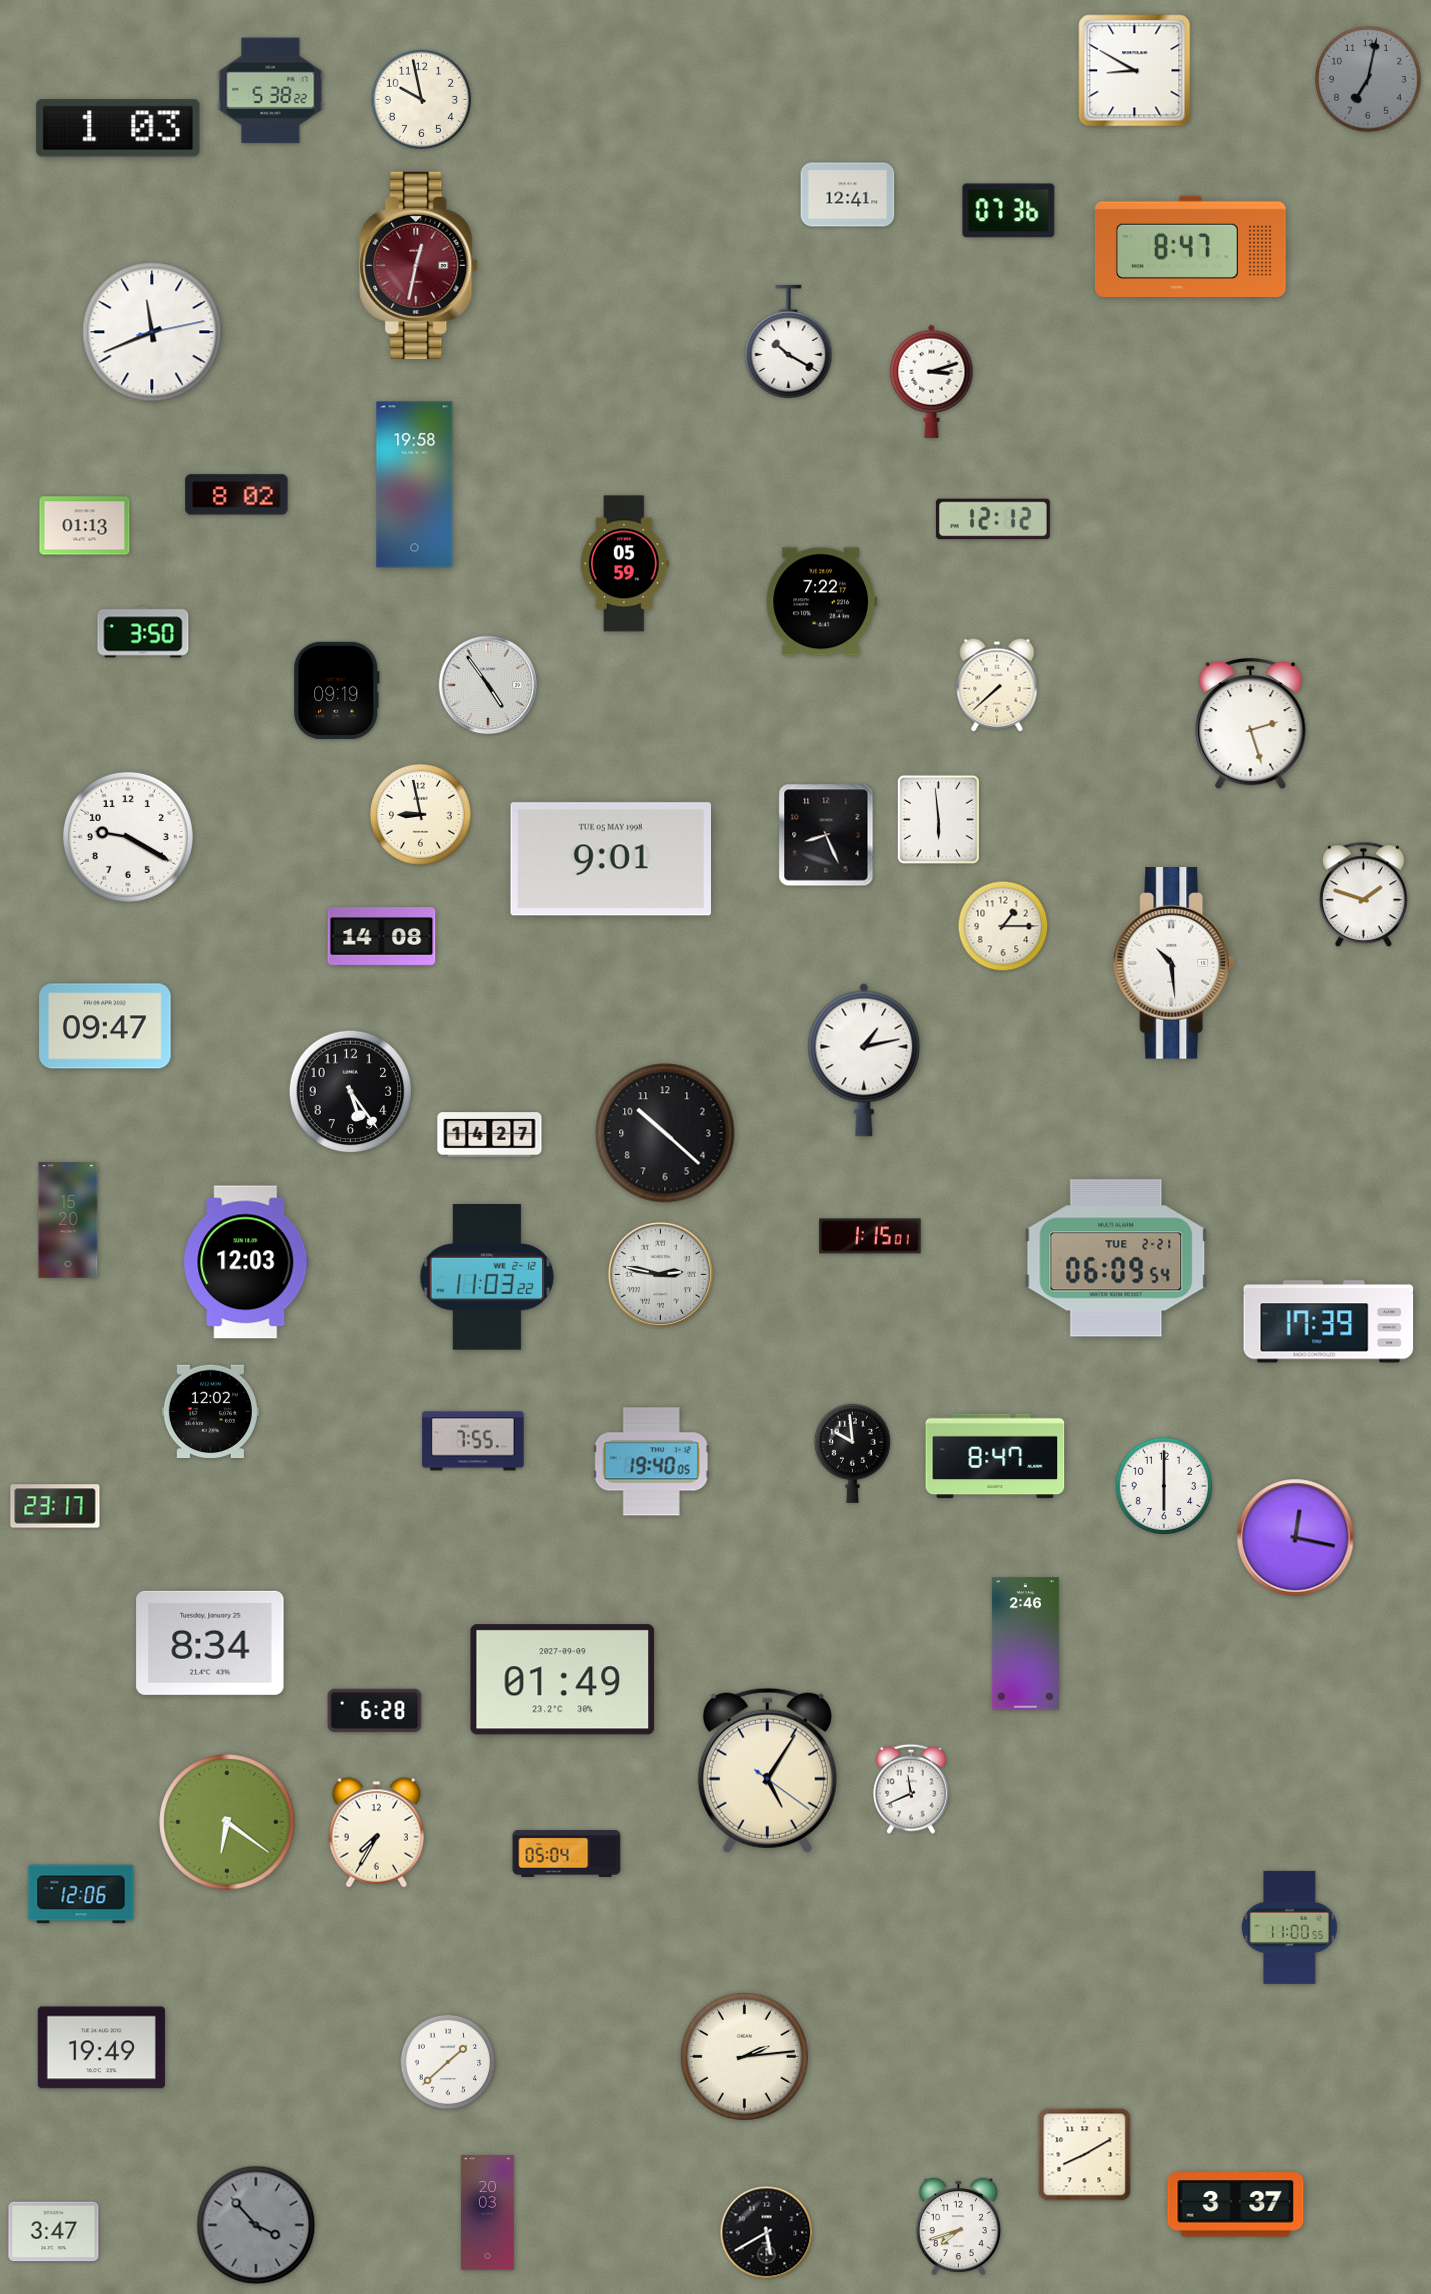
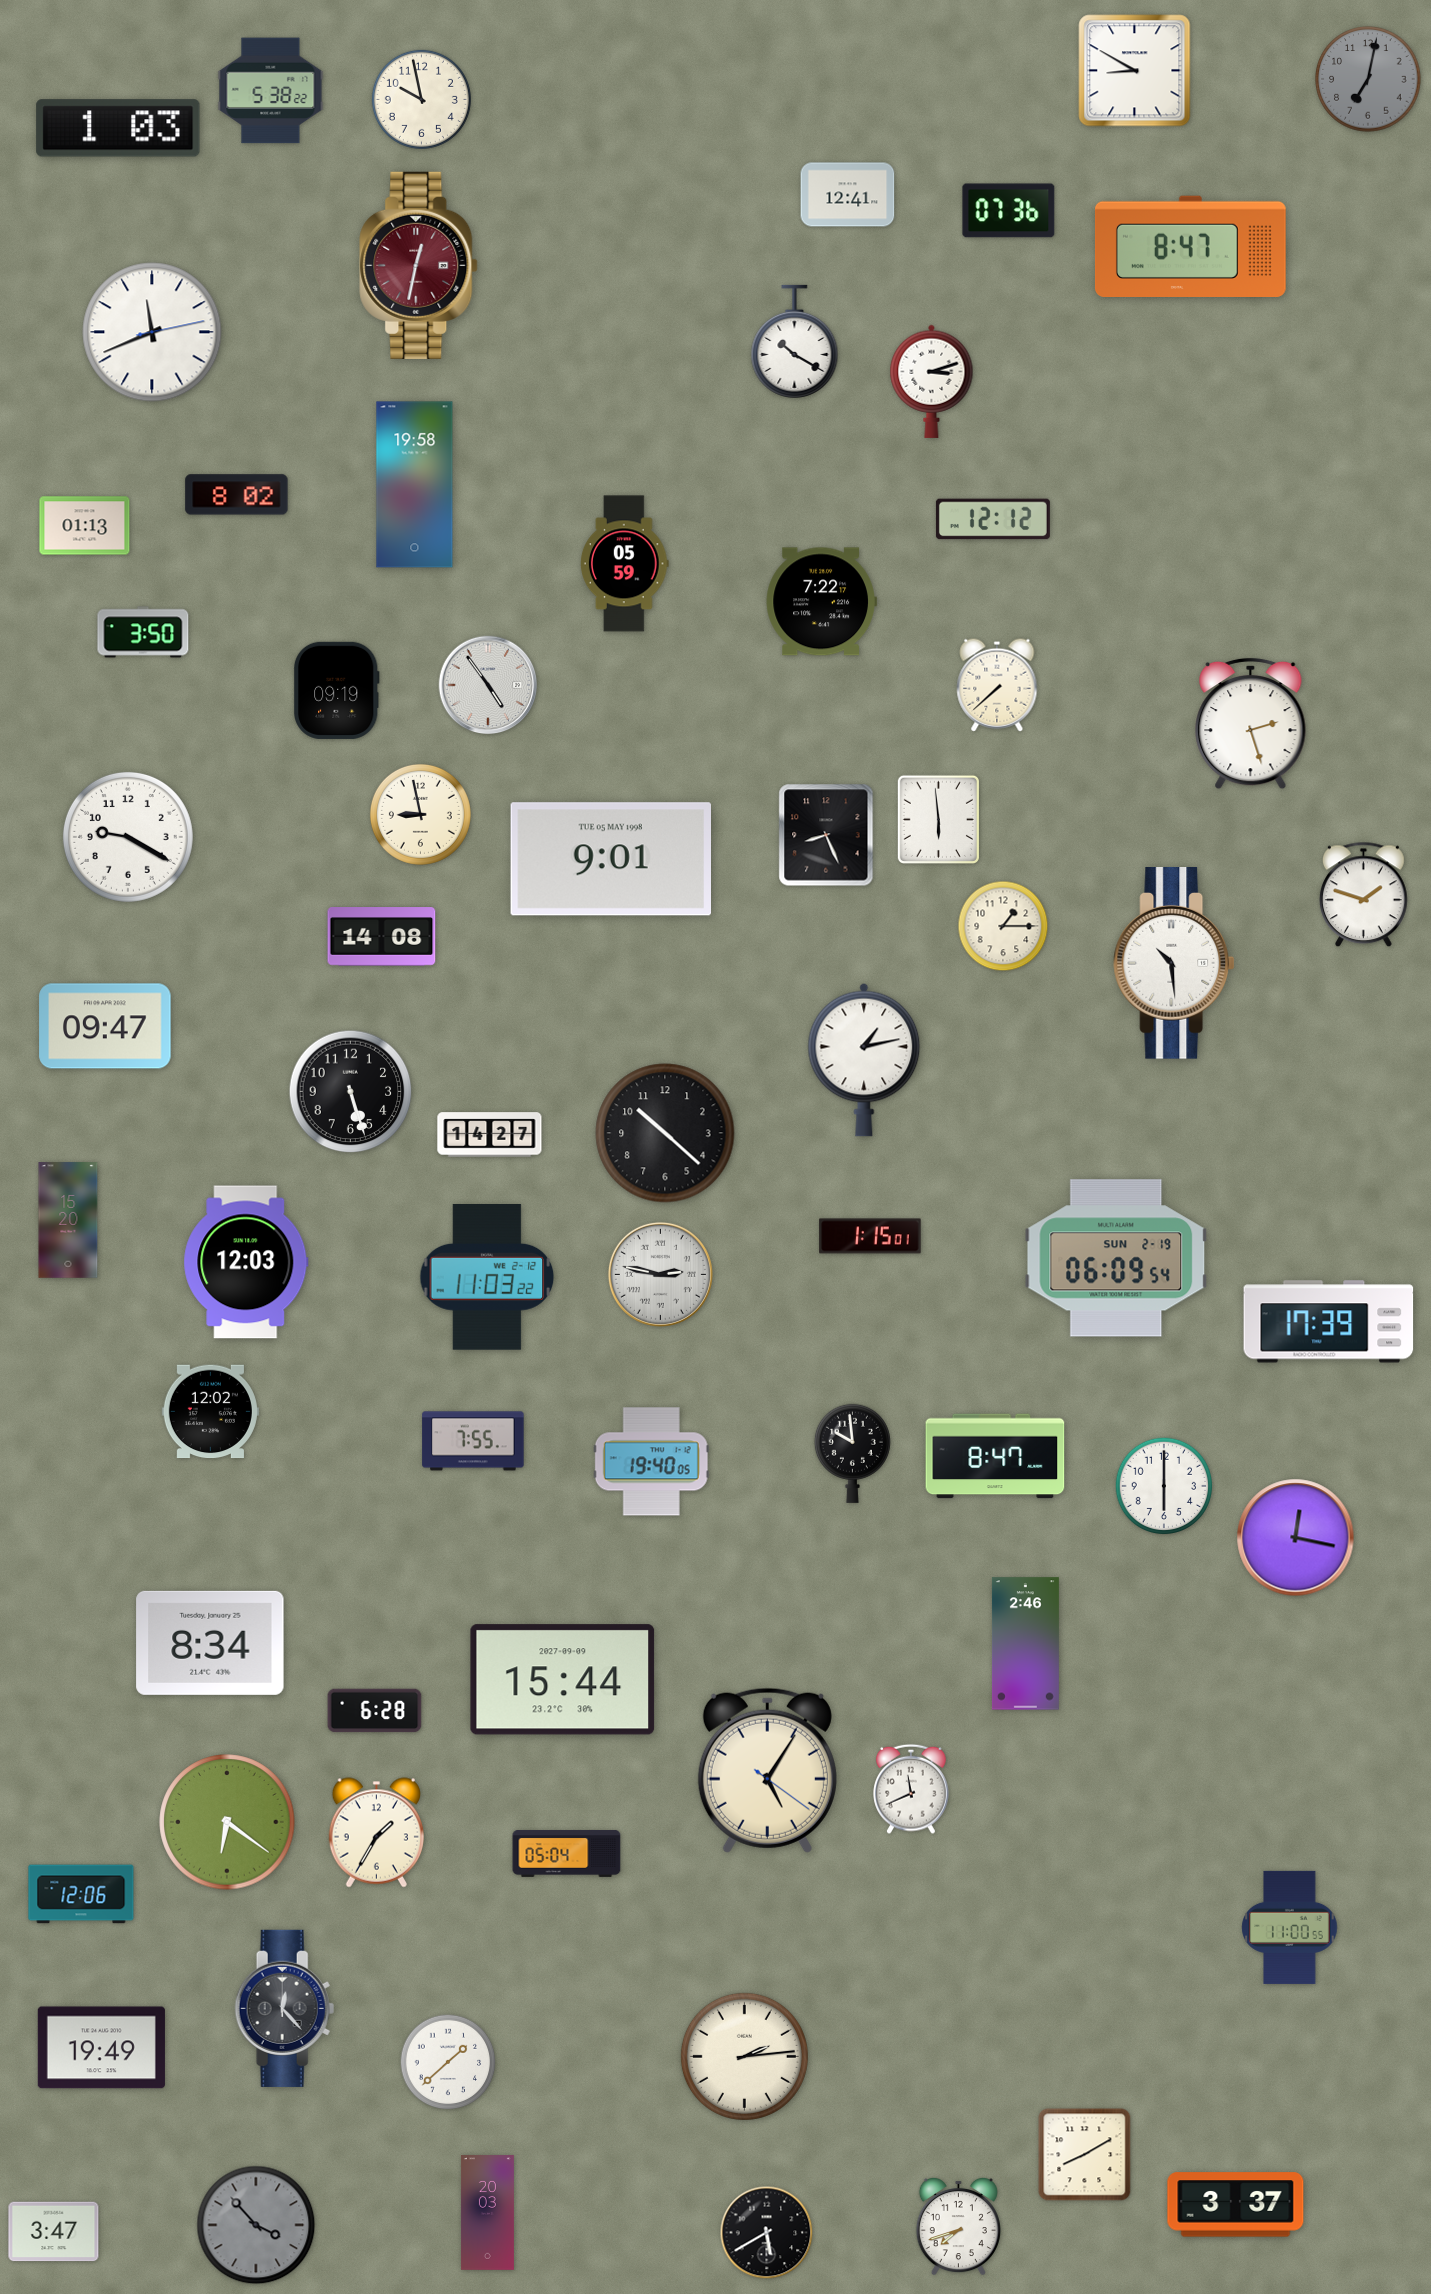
clock at (789, 341) position: (789, 341) -> (795, 341)
clock at (351, 1092): 5:24 -> 5:27
clock at (1116, 1258) date: TUE 2-21 -> SUN 2-19
clock at (55, 1506): 23:17 -> none
clock at (563, 1680): 01:49 -> 15:44
clock at (376, 1833): 7:35 -> 1:35
clock at (285, 2008): none -> 12:23
